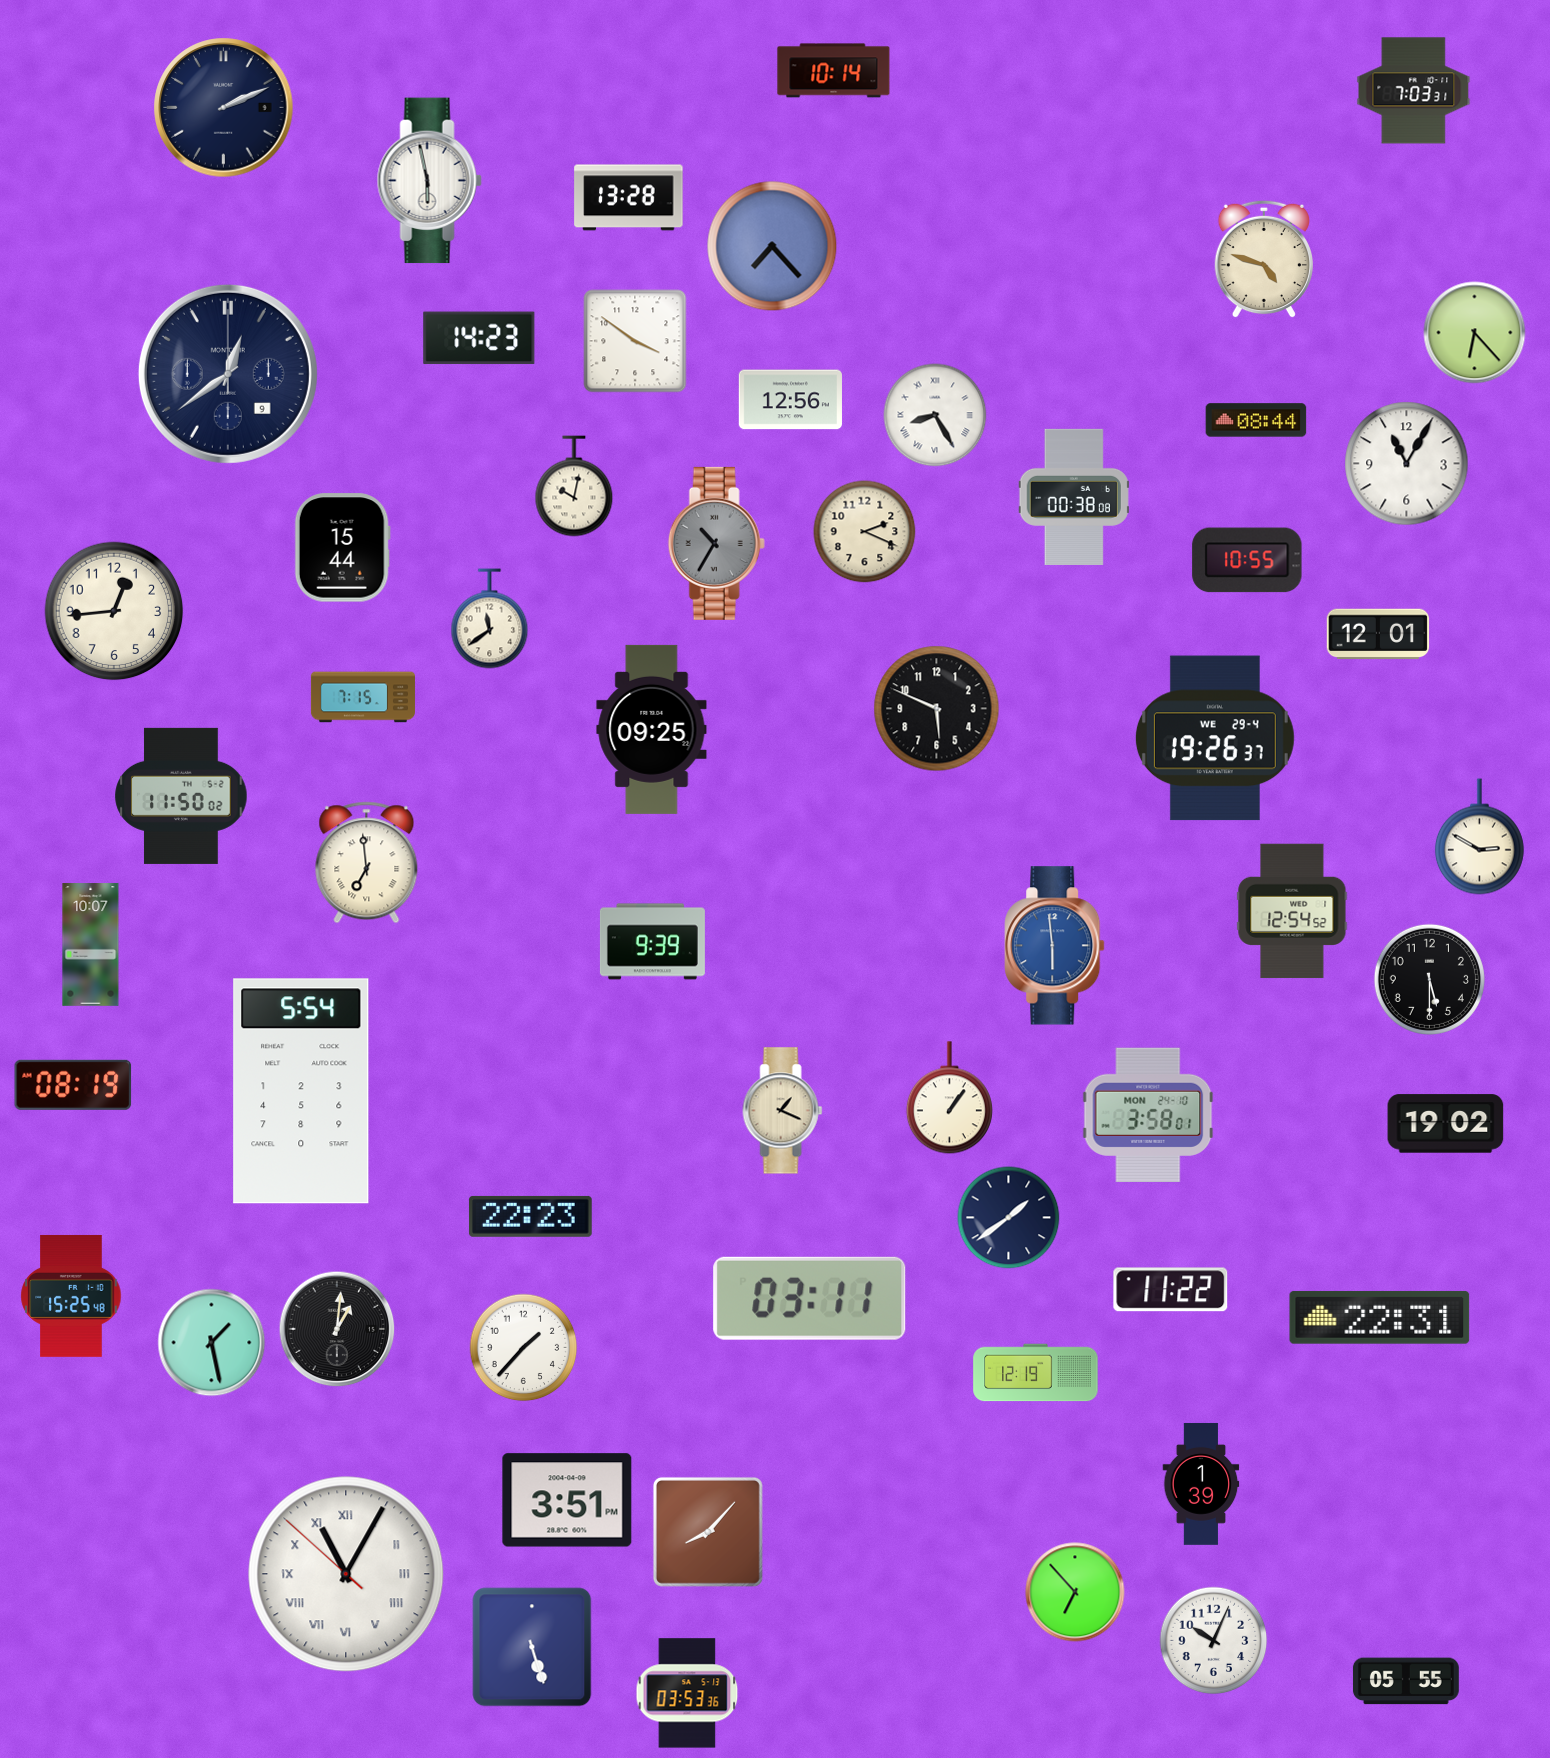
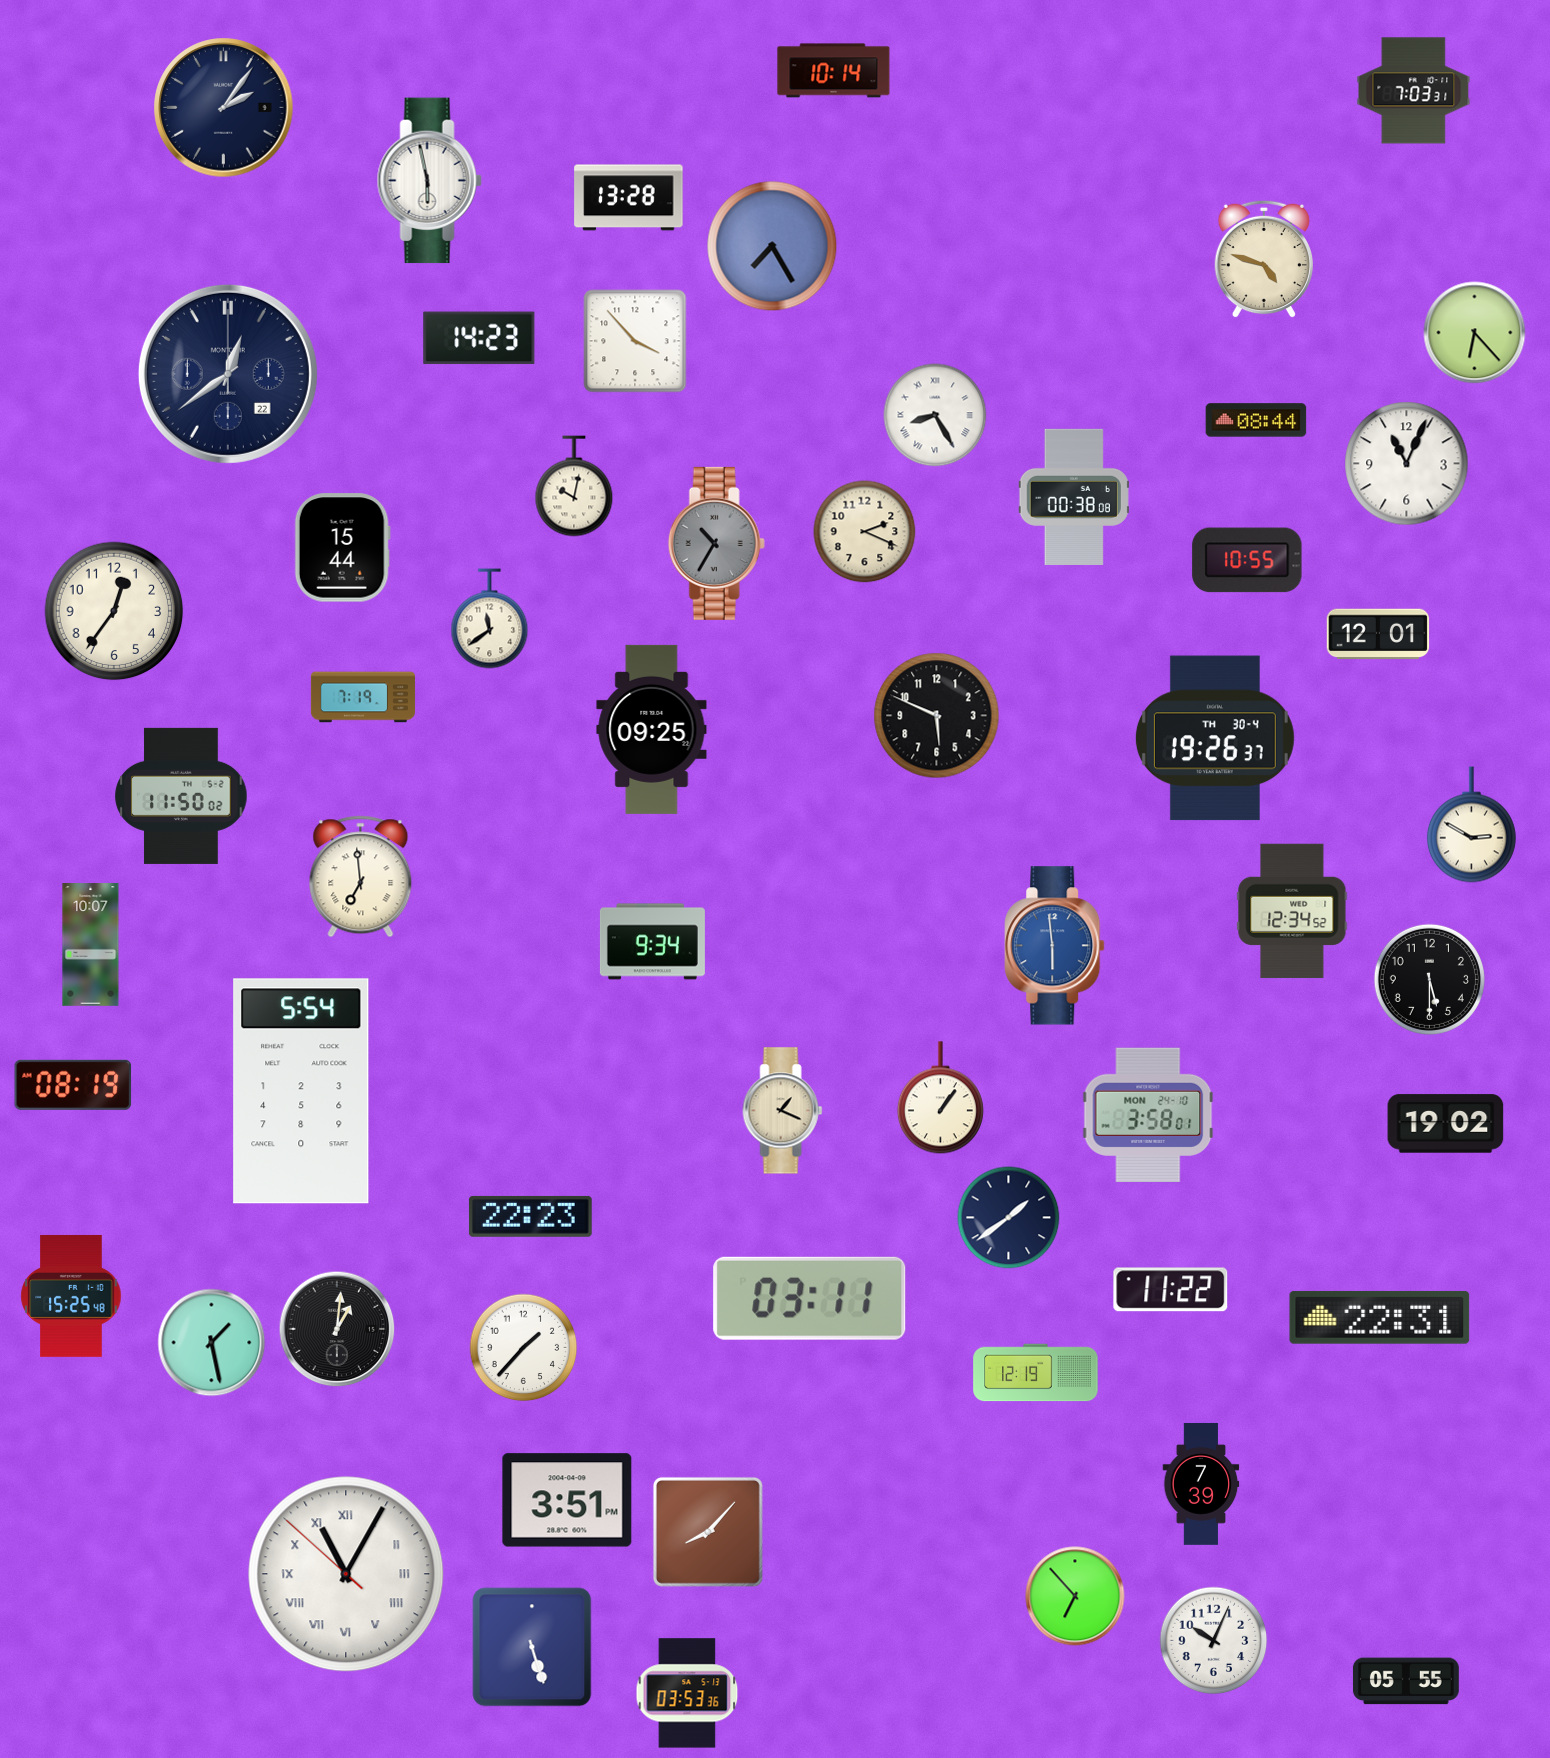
clock at (224, 108): 2:11 -> 2:06
clock at (772, 246): 7:23 -> 7:25
clock at (635, 341): 3:51 -> 3:53
clock at (228, 374) date: 9 -> 22
clock at (790, 400): 12:56 -> none
clock at (1407, 464): 11:05 -> 11:04
clock at (114, 611): 12:44 -> 12:36
clock at (363, 697): 7:15 -> 7:19
clock at (937, 709) position: (937, 709) -> (937, 716)
clock at (1215, 738) date: WE 29-4 -> TH 30-4
clock at (1479, 837) position: (1479, 837) -> (1471, 825)
clock at (367, 863) position: (367, 863) -> (361, 877)
clock at (1292, 911): 12:54 -> 12:34
clock at (652, 942): 9:39 -> 9:34
clock at (949, 1098) position: (949, 1098) -> (940, 1098)
clock at (1201, 1484): 1:39 -> 7:39
clock at (1075, 1592) position: (1075, 1592) -> (1075, 1596)
